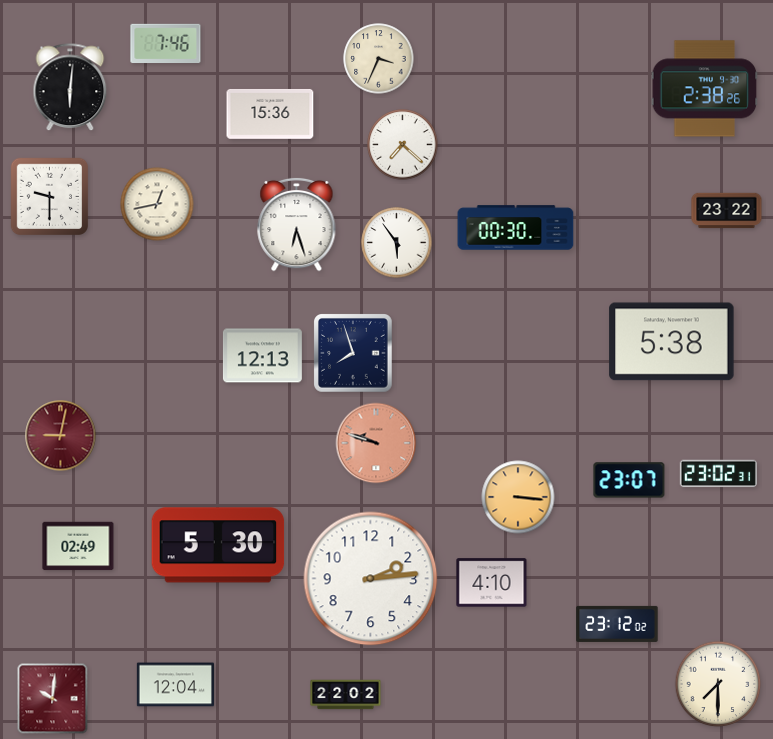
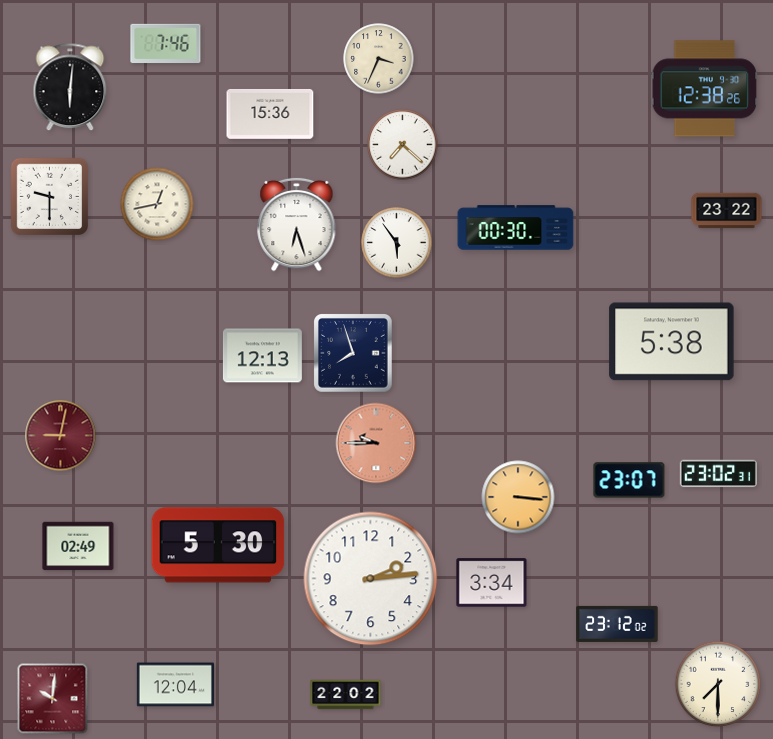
clock at (705, 89): 2:38 -> 12:38
clock at (376, 443): 9:48 -> 9:45
clock at (492, 583): 4:10 -> 3:34
